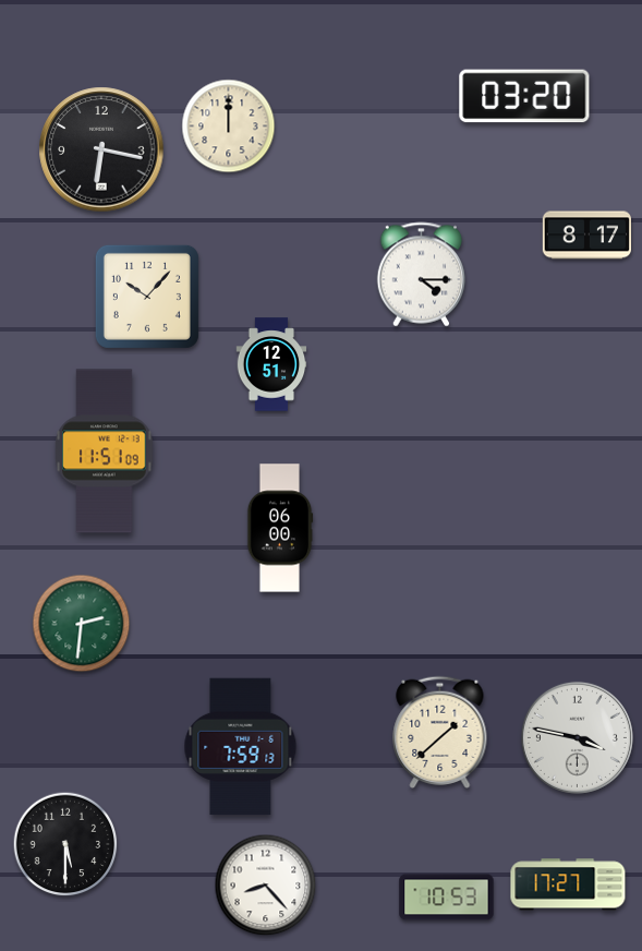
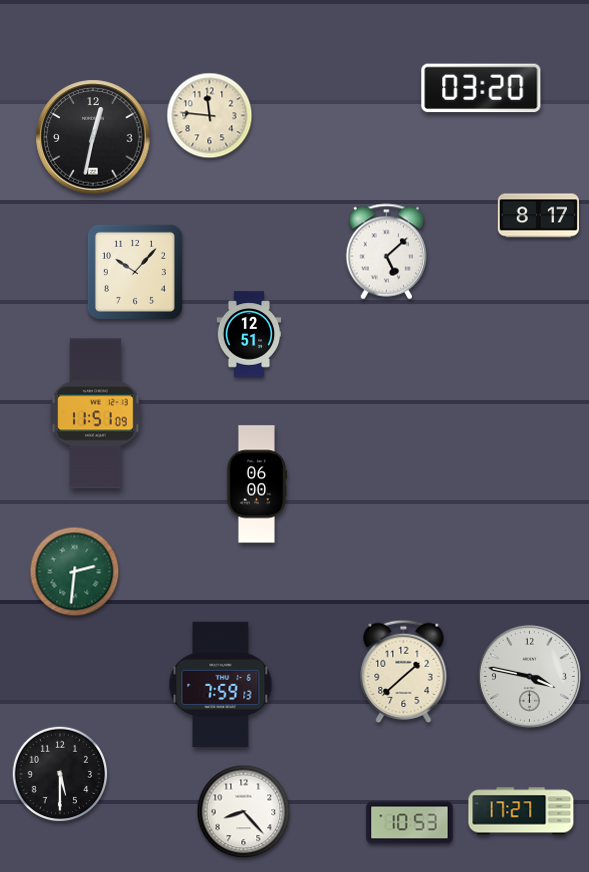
clock at (229, 127): 12:00 -> 11:46
clock at (101, 149): 6:17 -> 12:32
clock at (422, 275): 4:15 -> 5:08
